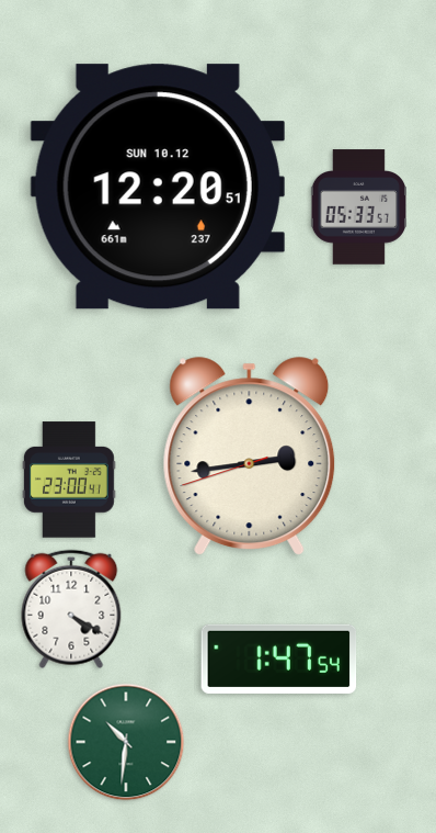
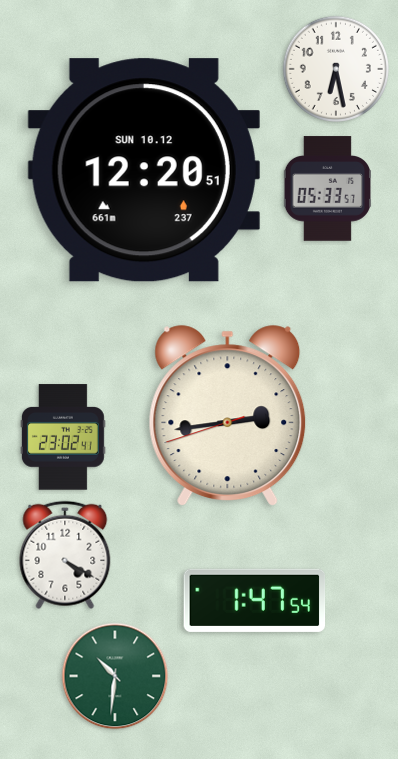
clock at (336, 69): none -> 6:28
clock at (69, 480): 23:00 -> 23:02
